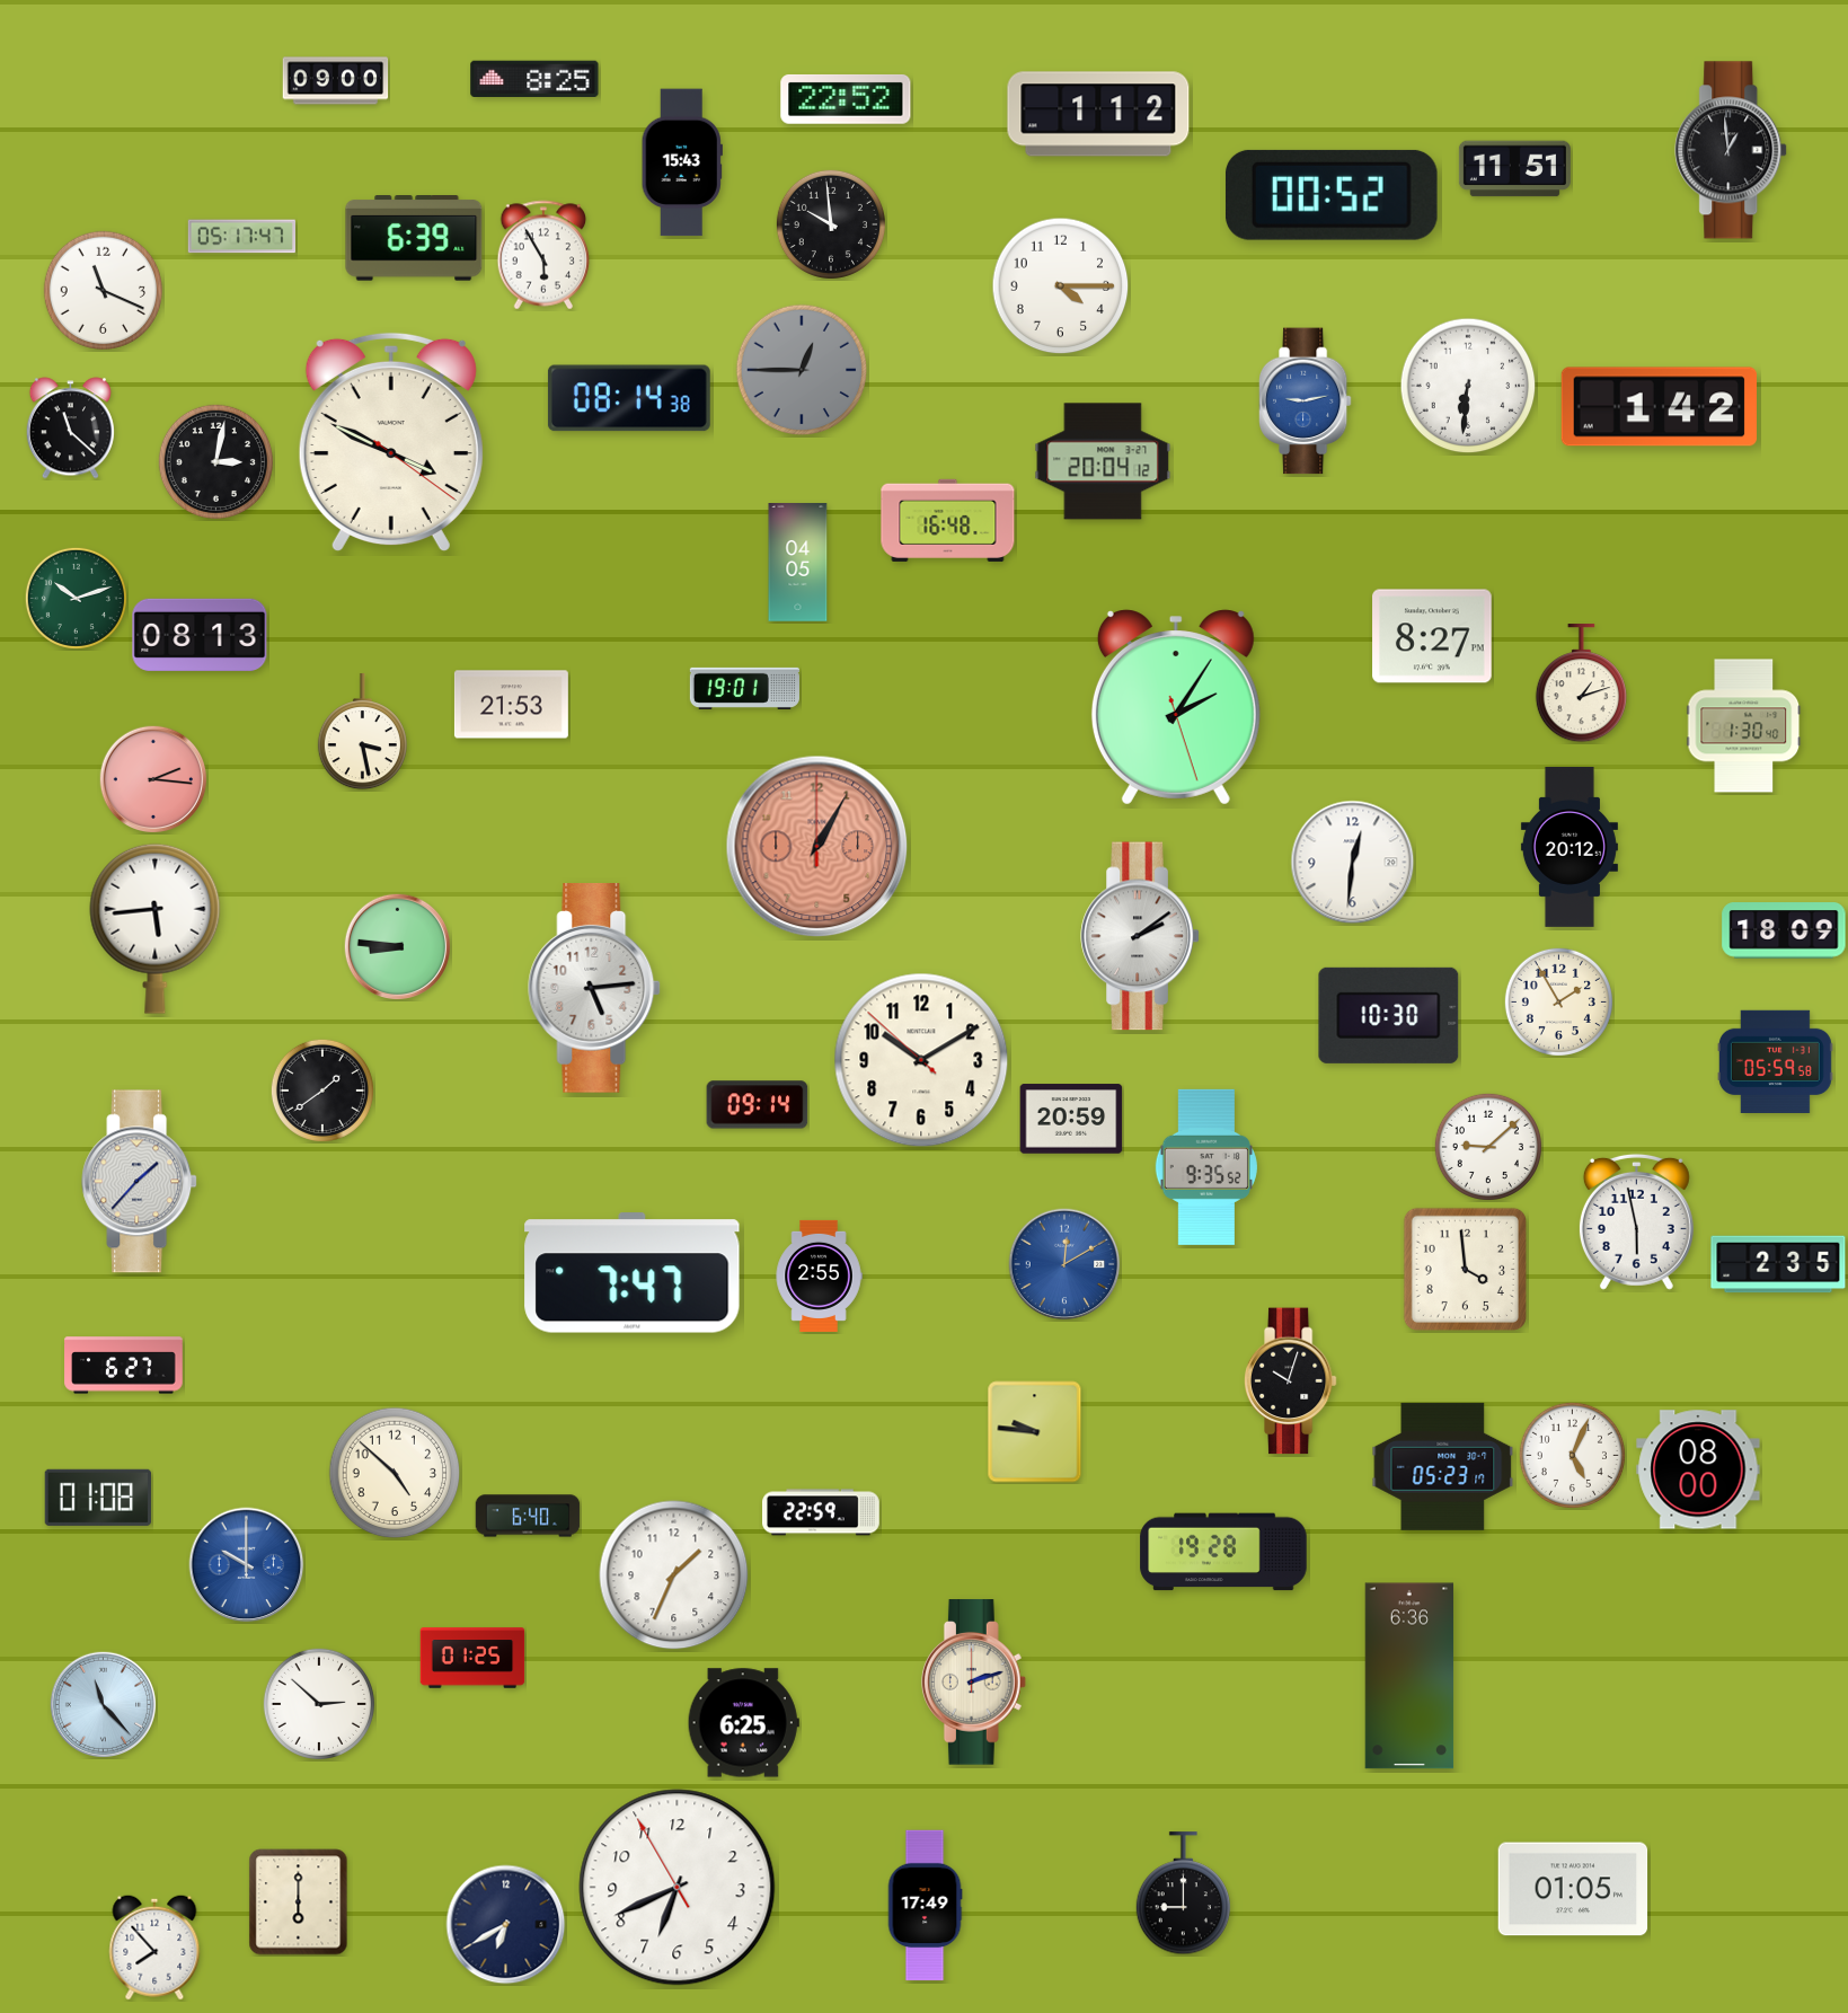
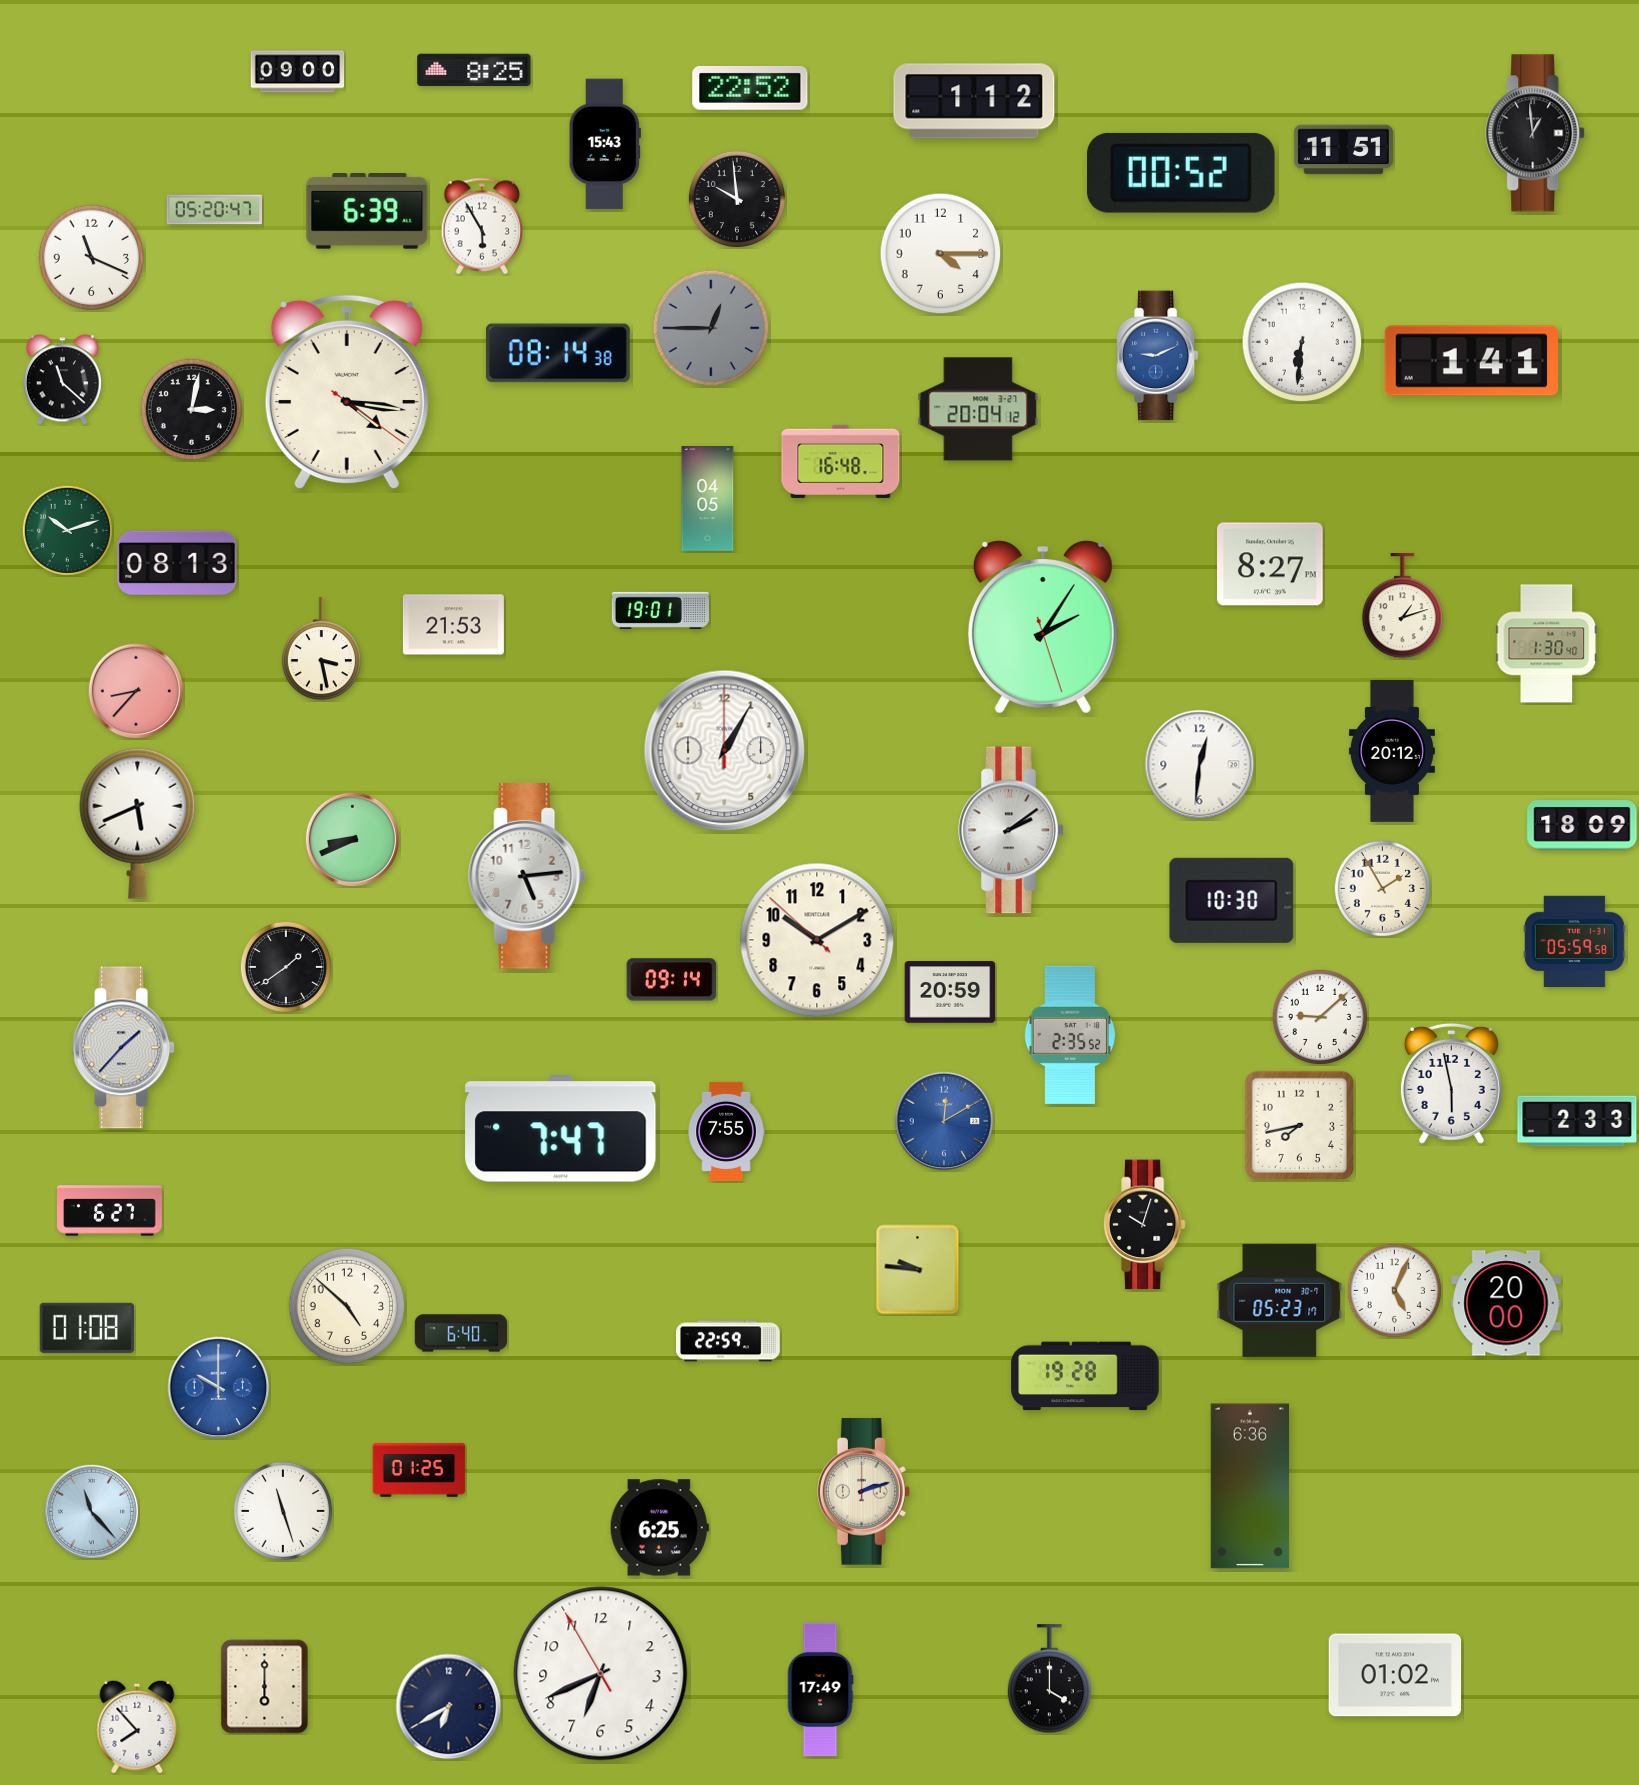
clock at (241, 237): 05:17 -> 05:20
clock at (1305, 401): 9:13 -> 9:11
clock at (1659, 407): 1:42 -> 1:41
clock at (391, 442): 3:49 -> 4:16
clock at (153, 779): 2:16 -> 8:37
clock at (817, 847) dial: salmon -> white
clock at (156, 928): 5:44 -> 5:41
clock at (397, 946): 8:46 -> 8:41
clock at (1206, 1167): 9:35 -> 2:35
clock at (1778, 1264): 2:35 -> 2:33
clock at (1465, 1269): 3:59 -> 7:43
clock at (819, 1275): 2:55 -> 7:55
clock at (1698, 1469): 08:00 -> 20:00
clock at (395, 1473) position: (395, 1473) -> (347, 1306)
clock at (528, 1516) position: (528, 1516) -> (461, 1333)
clock at (674, 1575): 1:34 -> none
clock at (319, 1704): 2:52 -> 11:27
clock at (1573, 1889): 01:05 -> 01:02
clock at (1183, 1893): 9:00 -> 4:00
